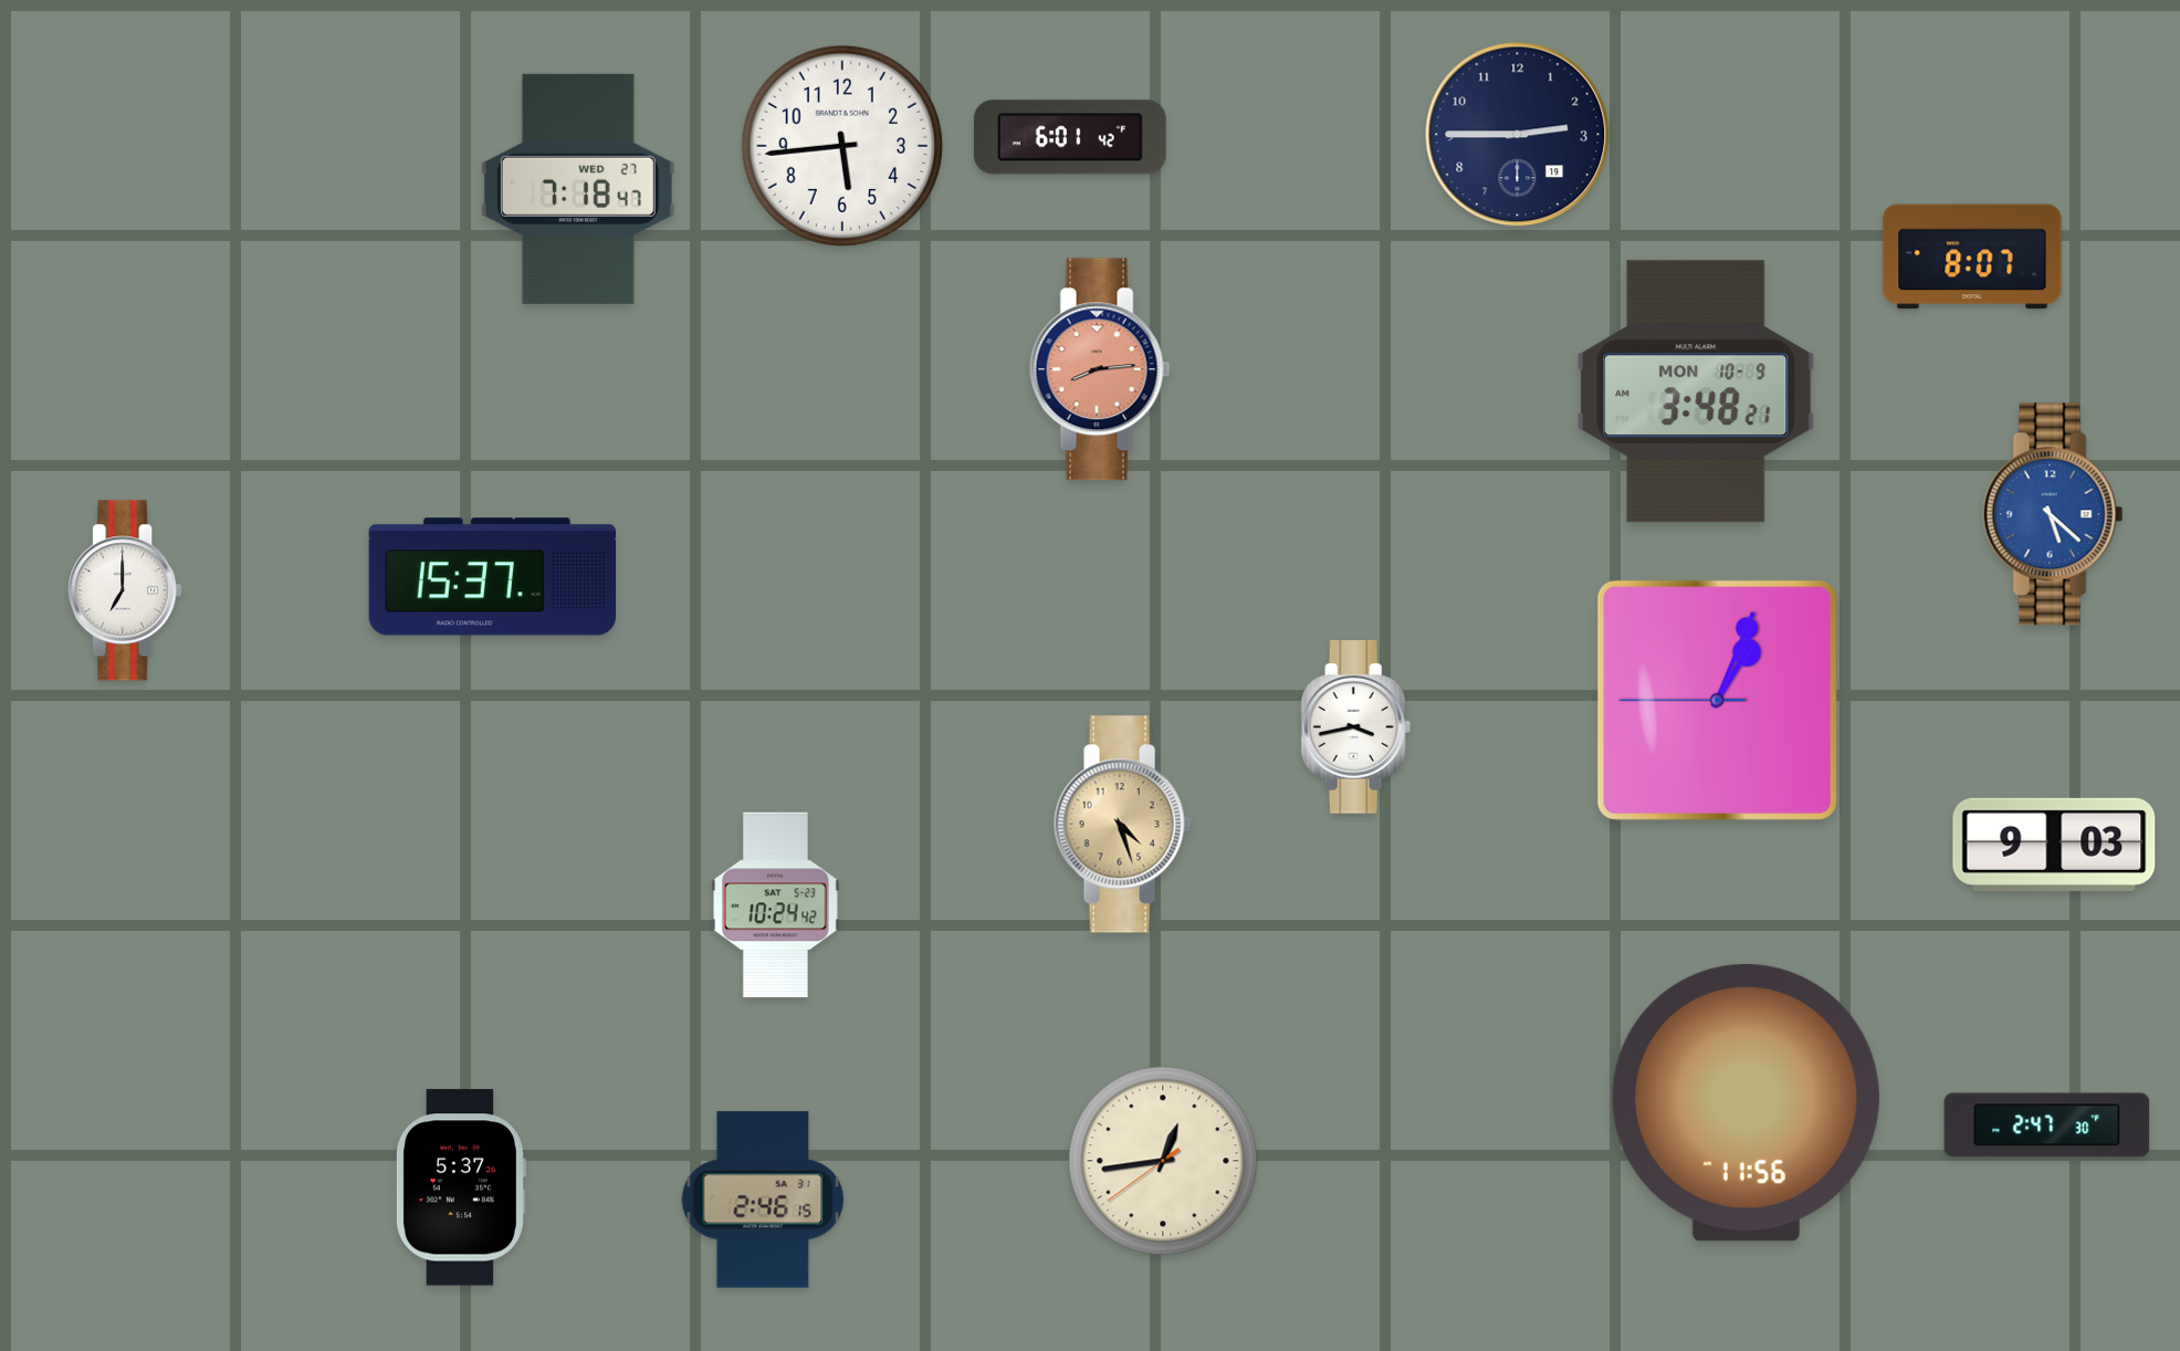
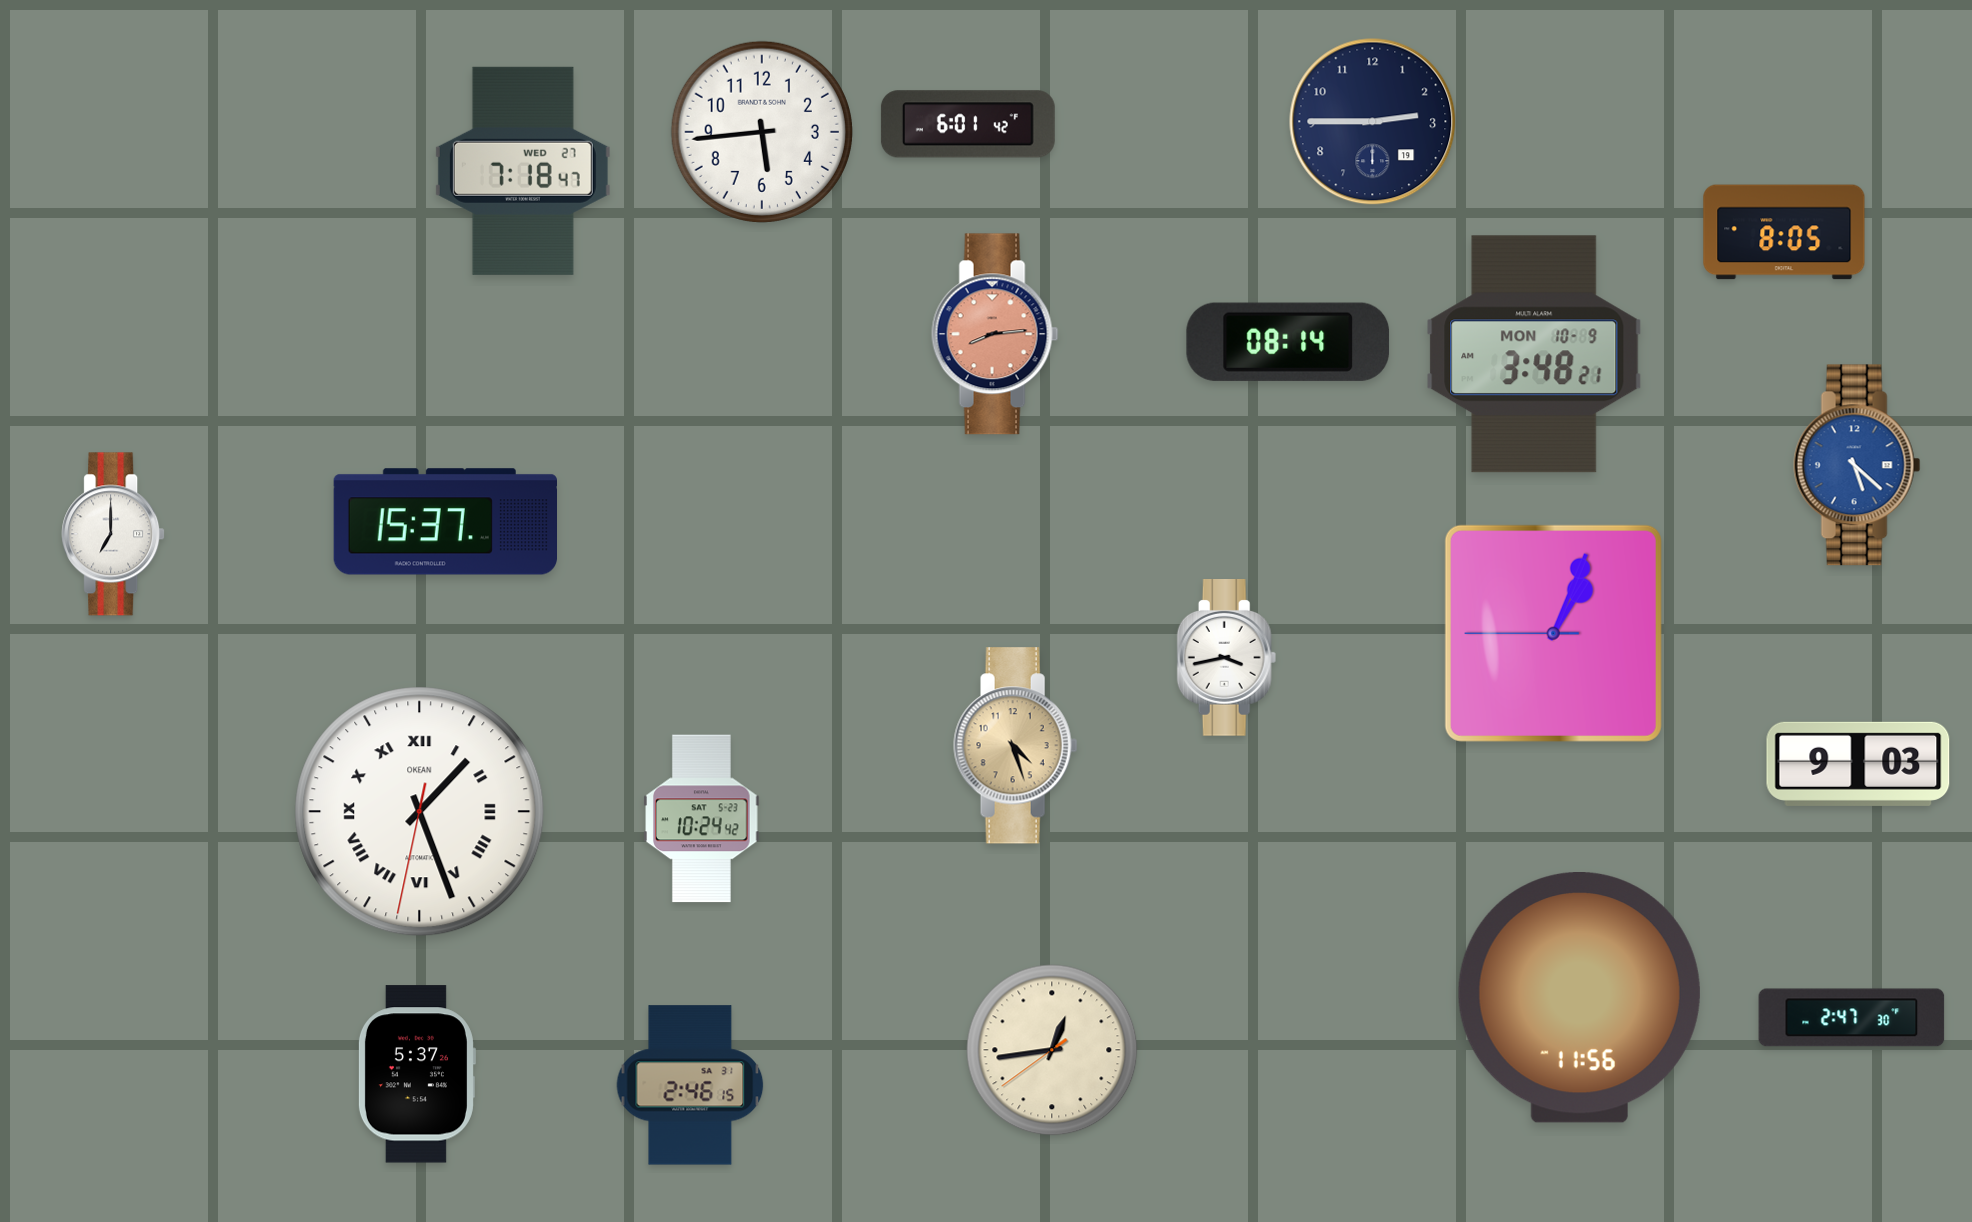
clock at (1972, 256): 8:07 -> 8:05
clock at (1288, 342): none -> 08:14
clock at (420, 812): none -> 1:26
